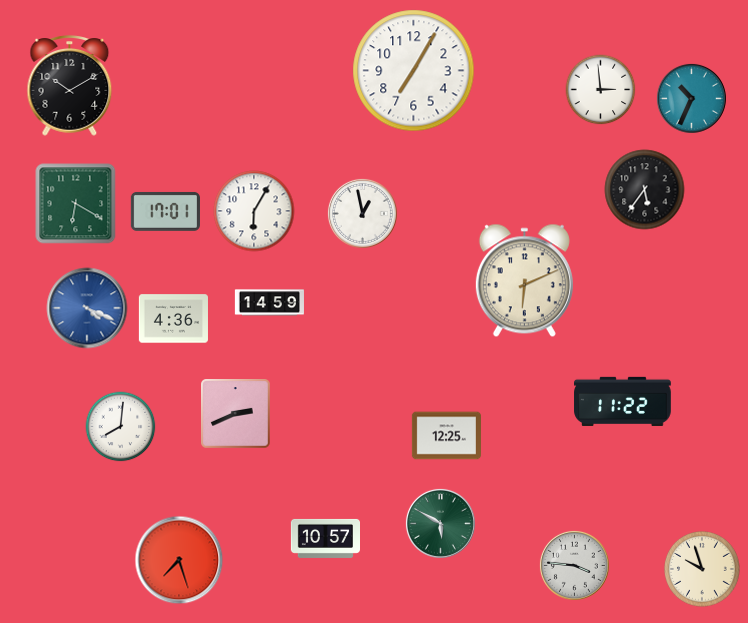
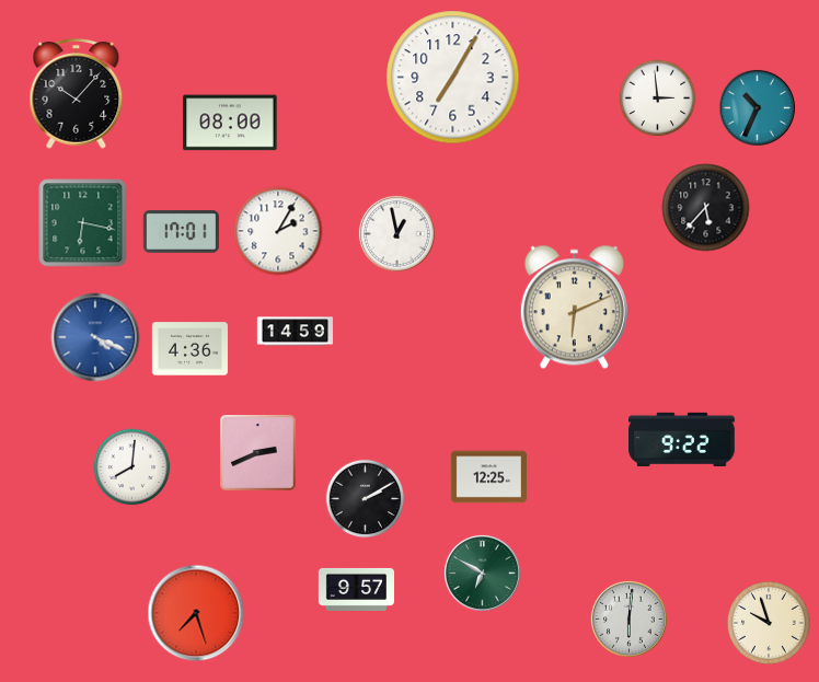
clock at (70, 86): 10:10 -> 10:07
clock at (230, 123): none -> 08:00
clock at (645, 190): 5:36 -> 5:37
clock at (76, 204): 6:20 -> 6:17
clock at (254, 211): 6:05 -> 2:05
clock at (623, 401): 11:22 -> 9:22
clock at (366, 499): none -> 2:10
clock at (440, 523): 5:50 -> 6:50
clock at (325, 538): 10:57 -> 9:57
clock at (574, 565): 3:46 -> 6:01
